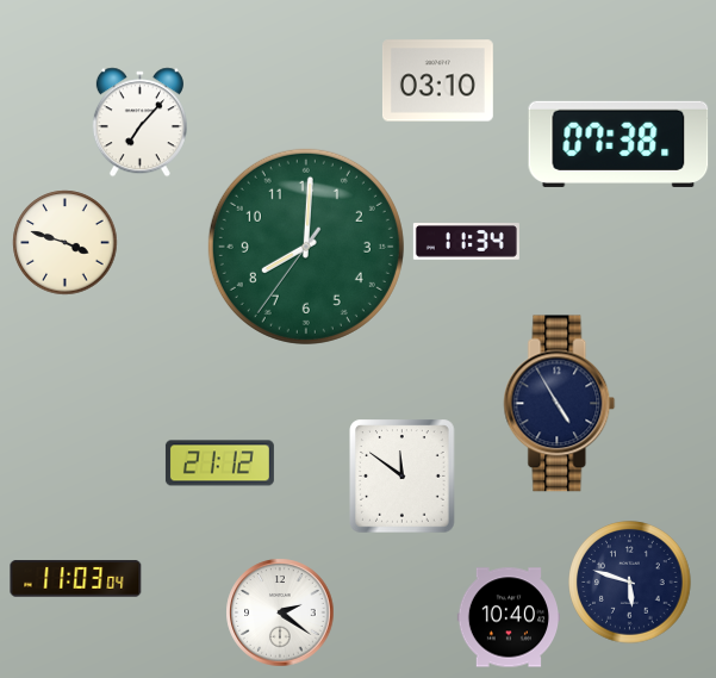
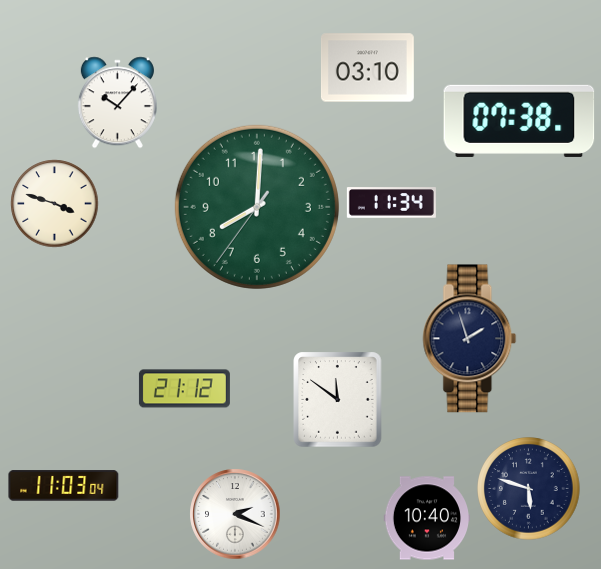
clock at (139, 123): 7:07 -> 10:07
clock at (560, 404): 4:55 -> 1:57
clock at (280, 612): 2:21 -> 2:19
